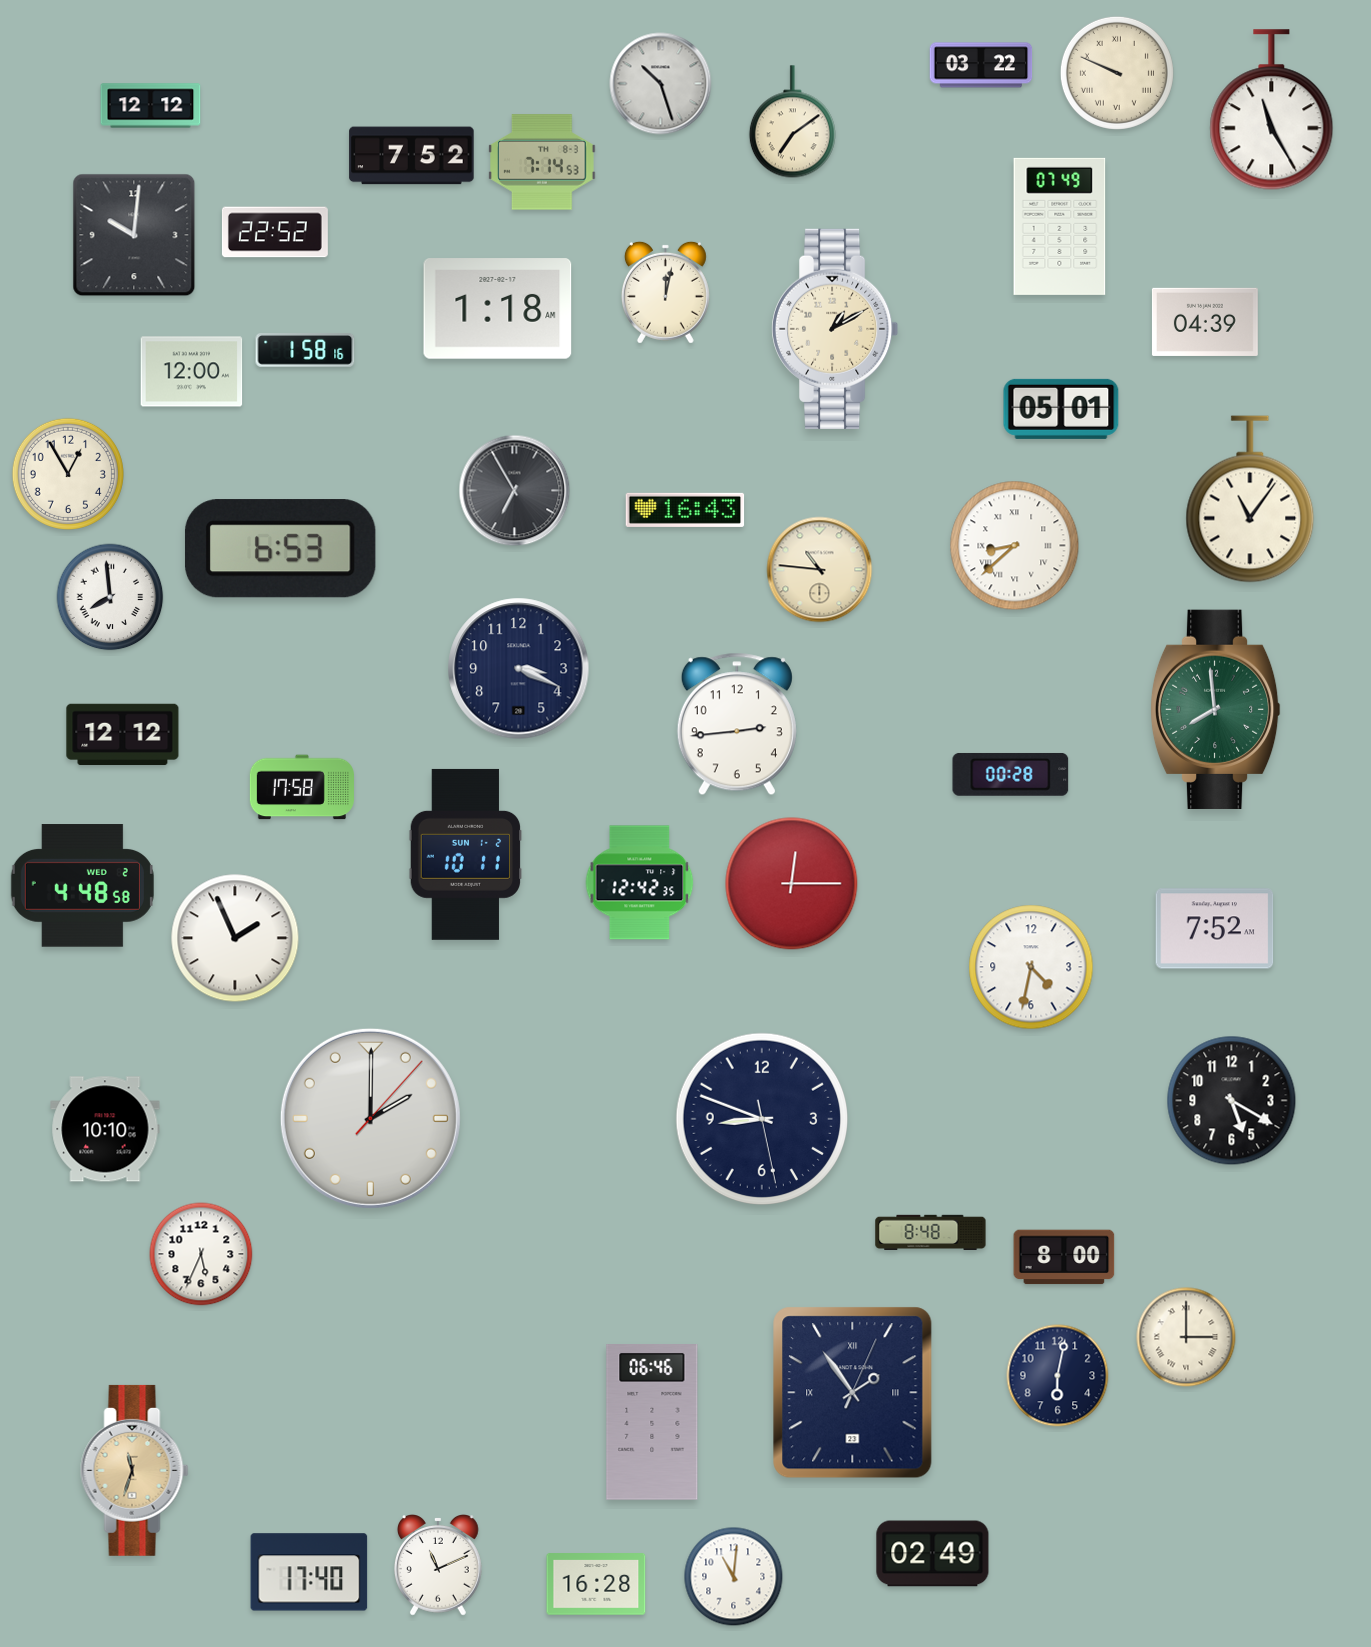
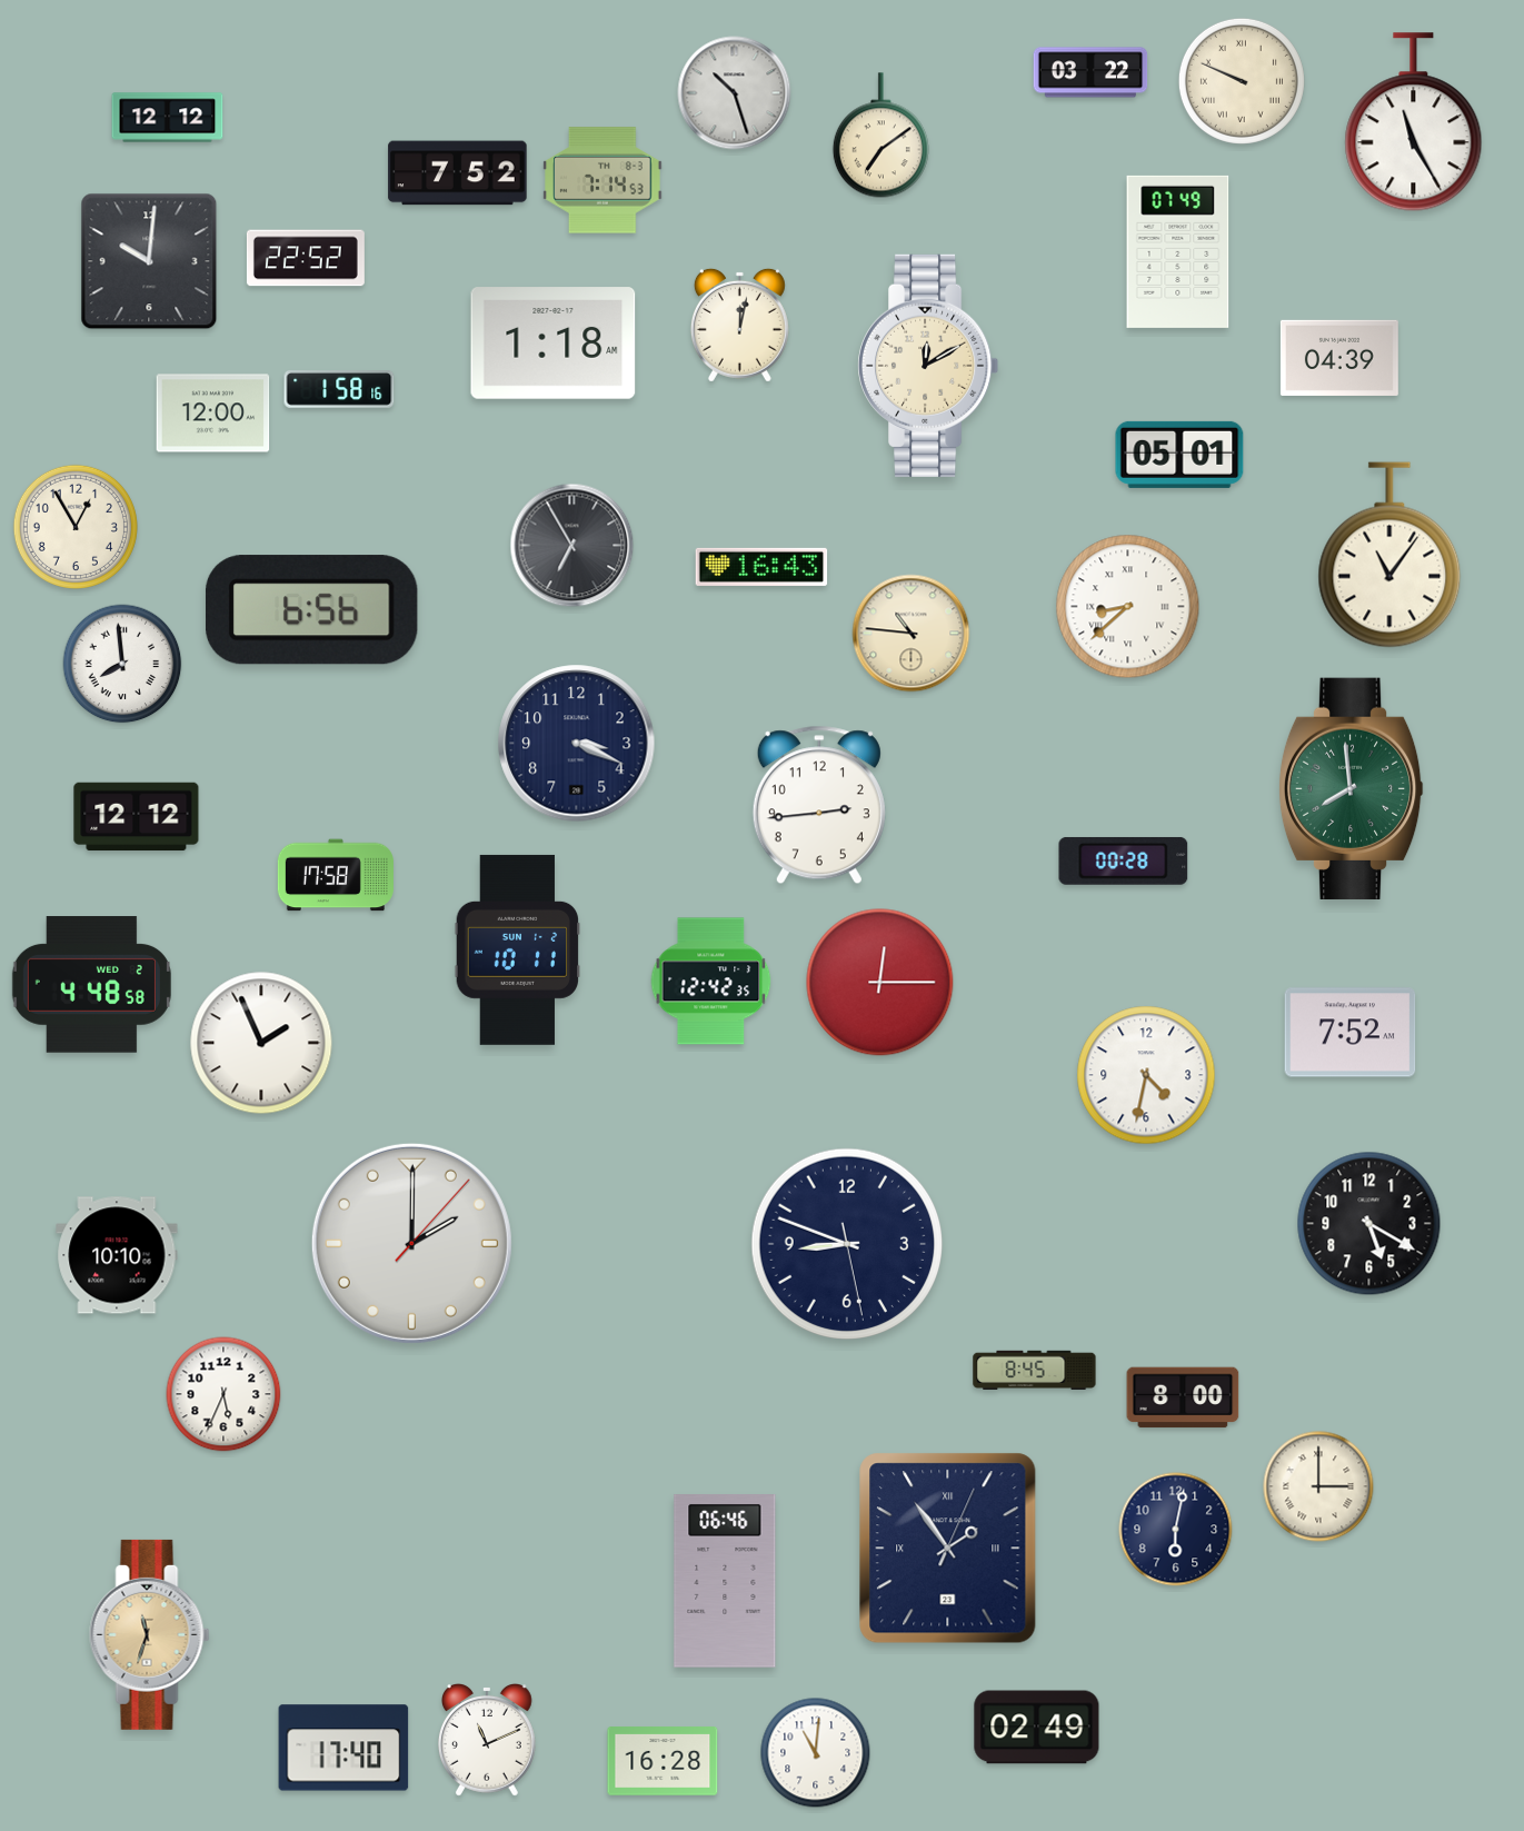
clock at (836, 329): 1:10 -> 12:10
clock at (280, 549): 6:53 -> 6:56
clock at (931, 1232): 8:48 -> 8:45
